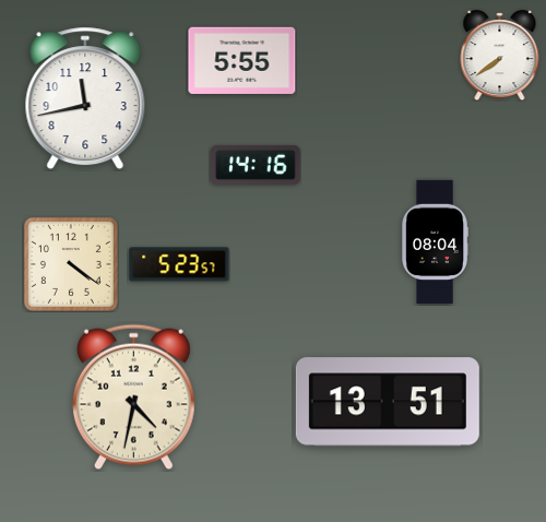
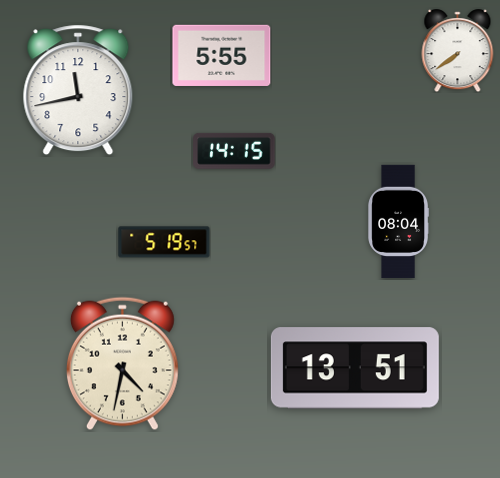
clock at (256, 165): 14:16 -> 14:15
clock at (71, 264): 4:21 -> none
clock at (179, 264): 5:23 -> 5:19
